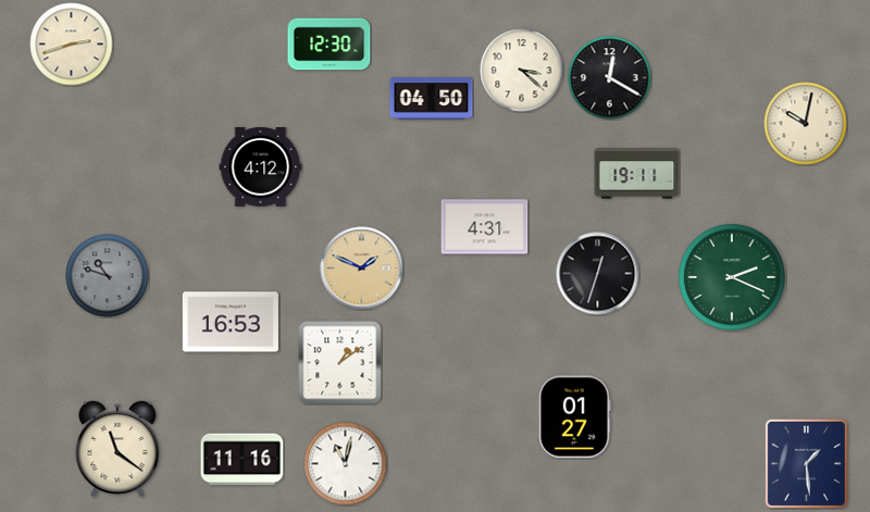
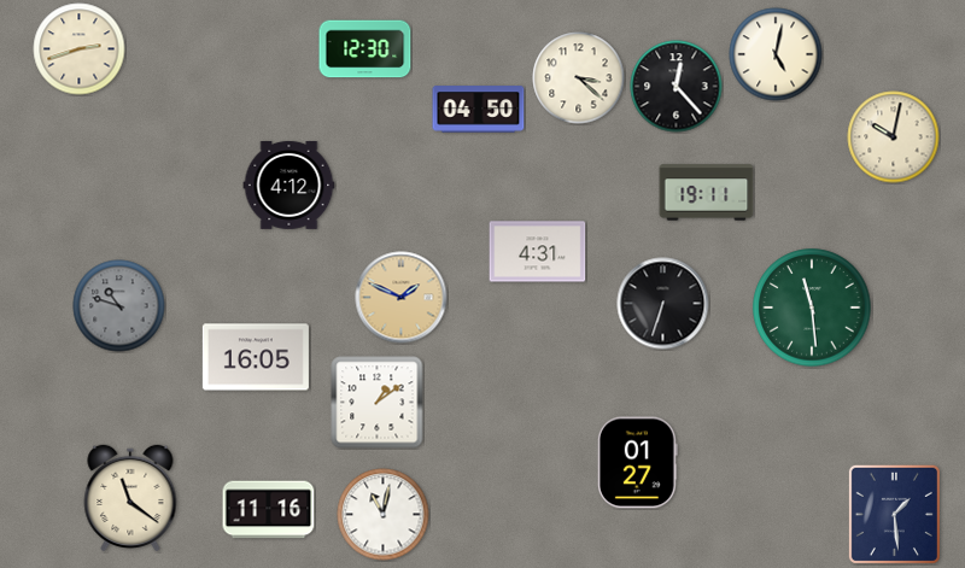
clock at (776, 54): none -> 5:02
clock at (610, 78): 12:20 -> 12:23
clock at (598, 274): 12:33 -> 6:33
clock at (732, 277): 2:19 -> 11:29
clock at (231, 322): 16:53 -> 16:05
